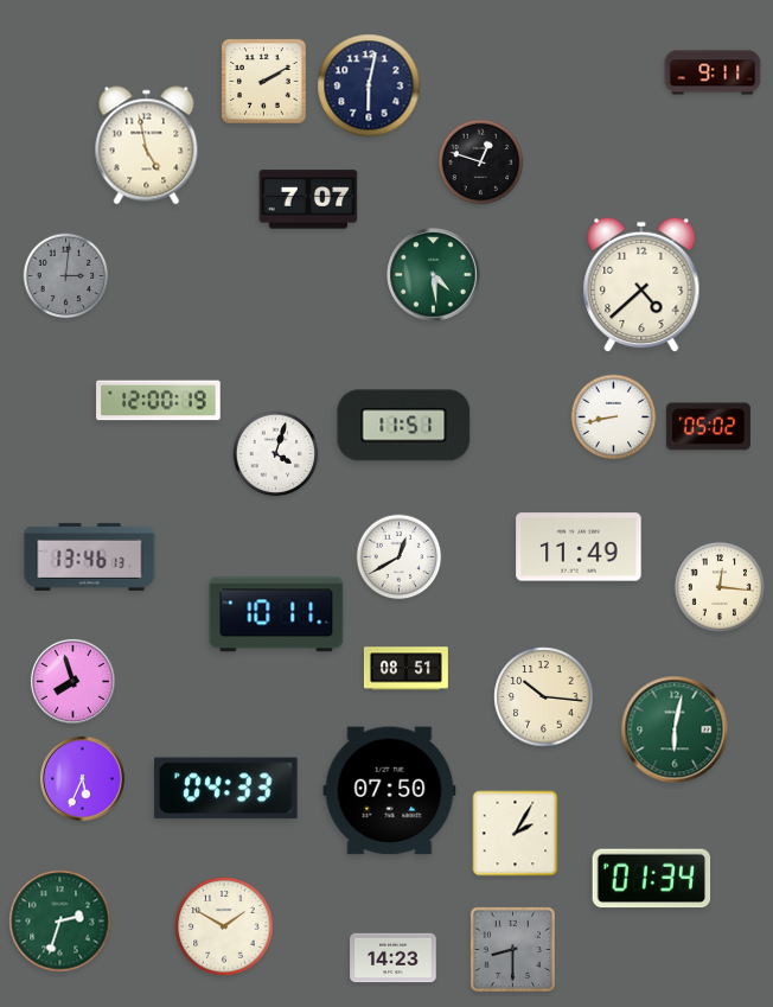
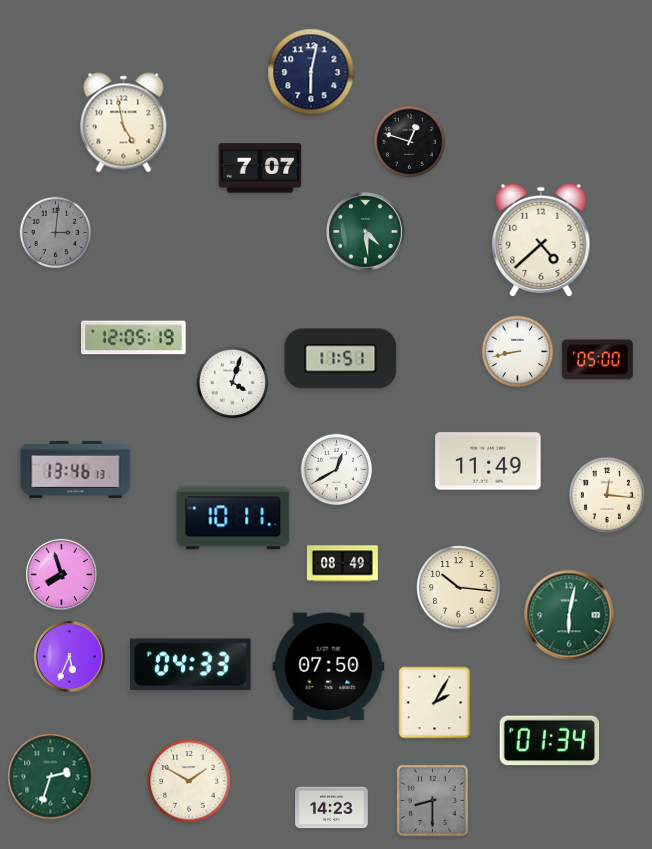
clock at (713, 72): 9:11 -> none
clock at (264, 82): 2:10 -> none
clock at (481, 162) position: (481, 162) -> (410, 142)
clock at (159, 401): 12:00 -> 12:05
clock at (708, 427): 05:02 -> 05:00
clock at (405, 669): 08:51 -> 08:49
